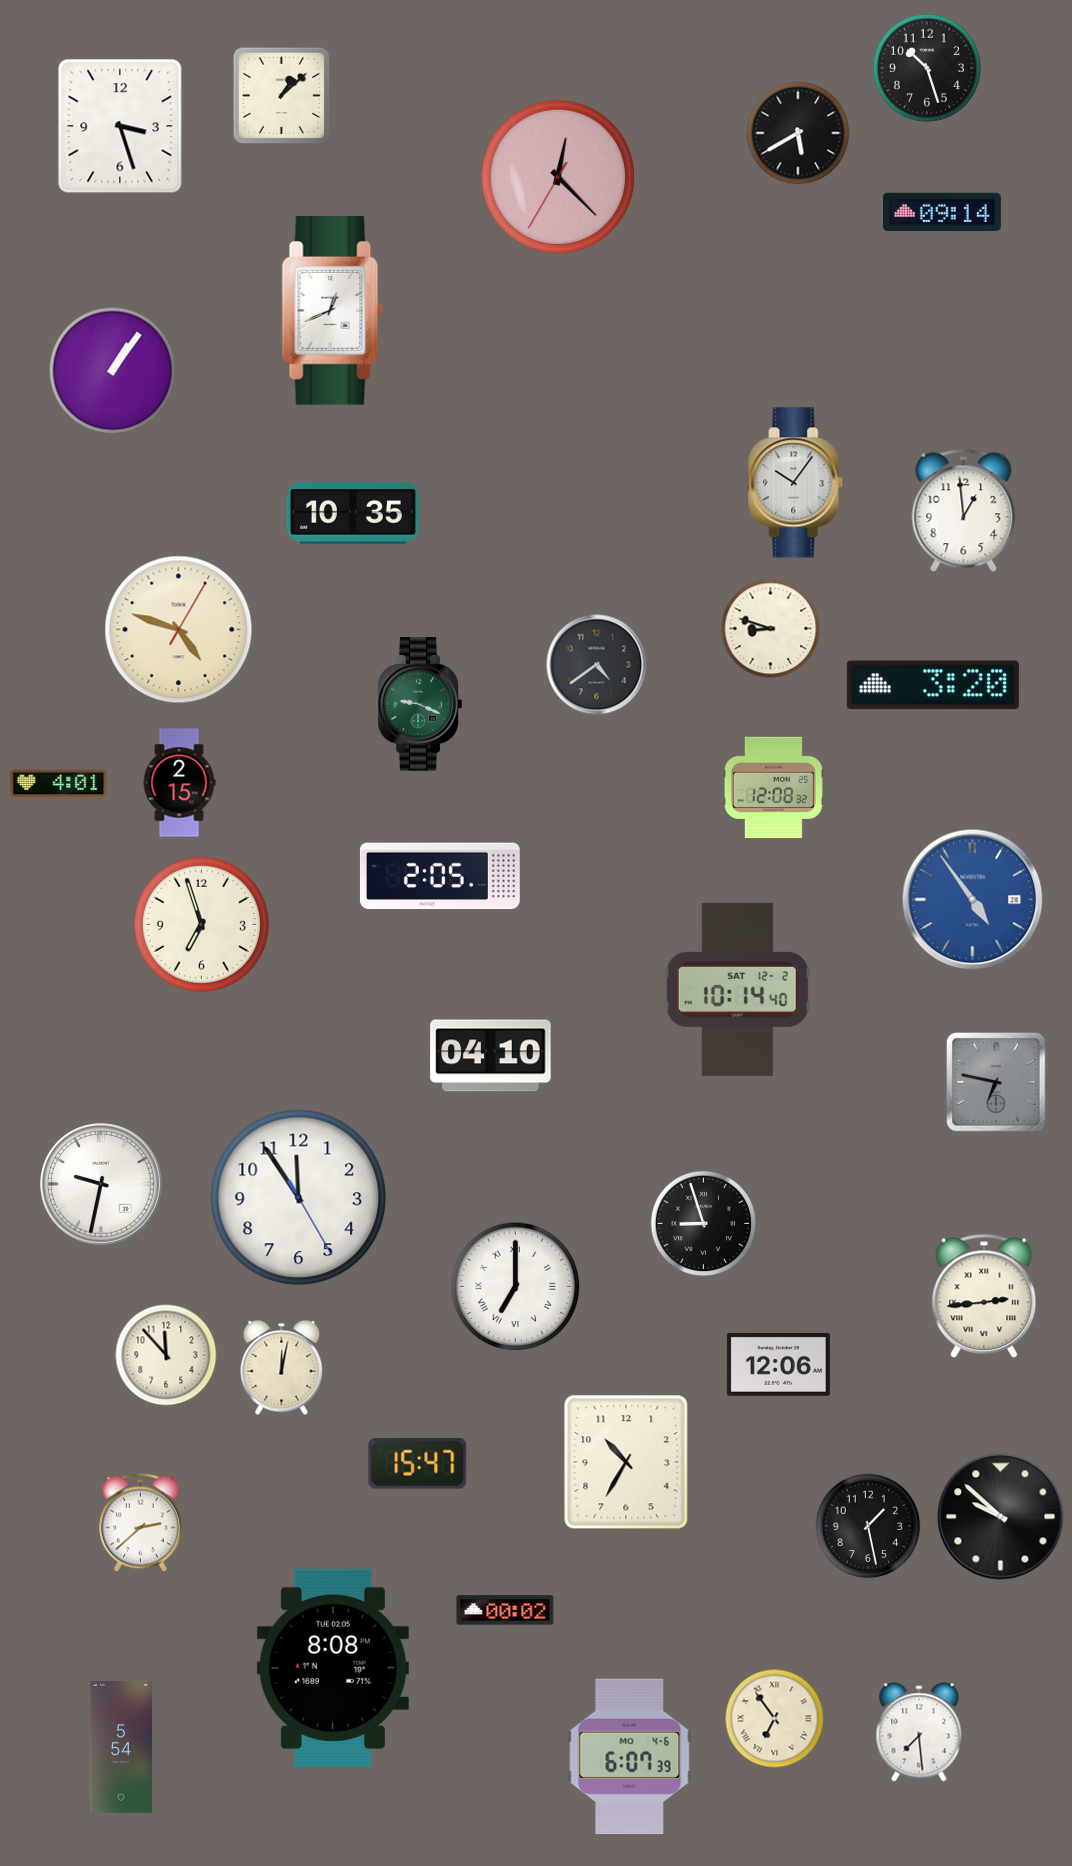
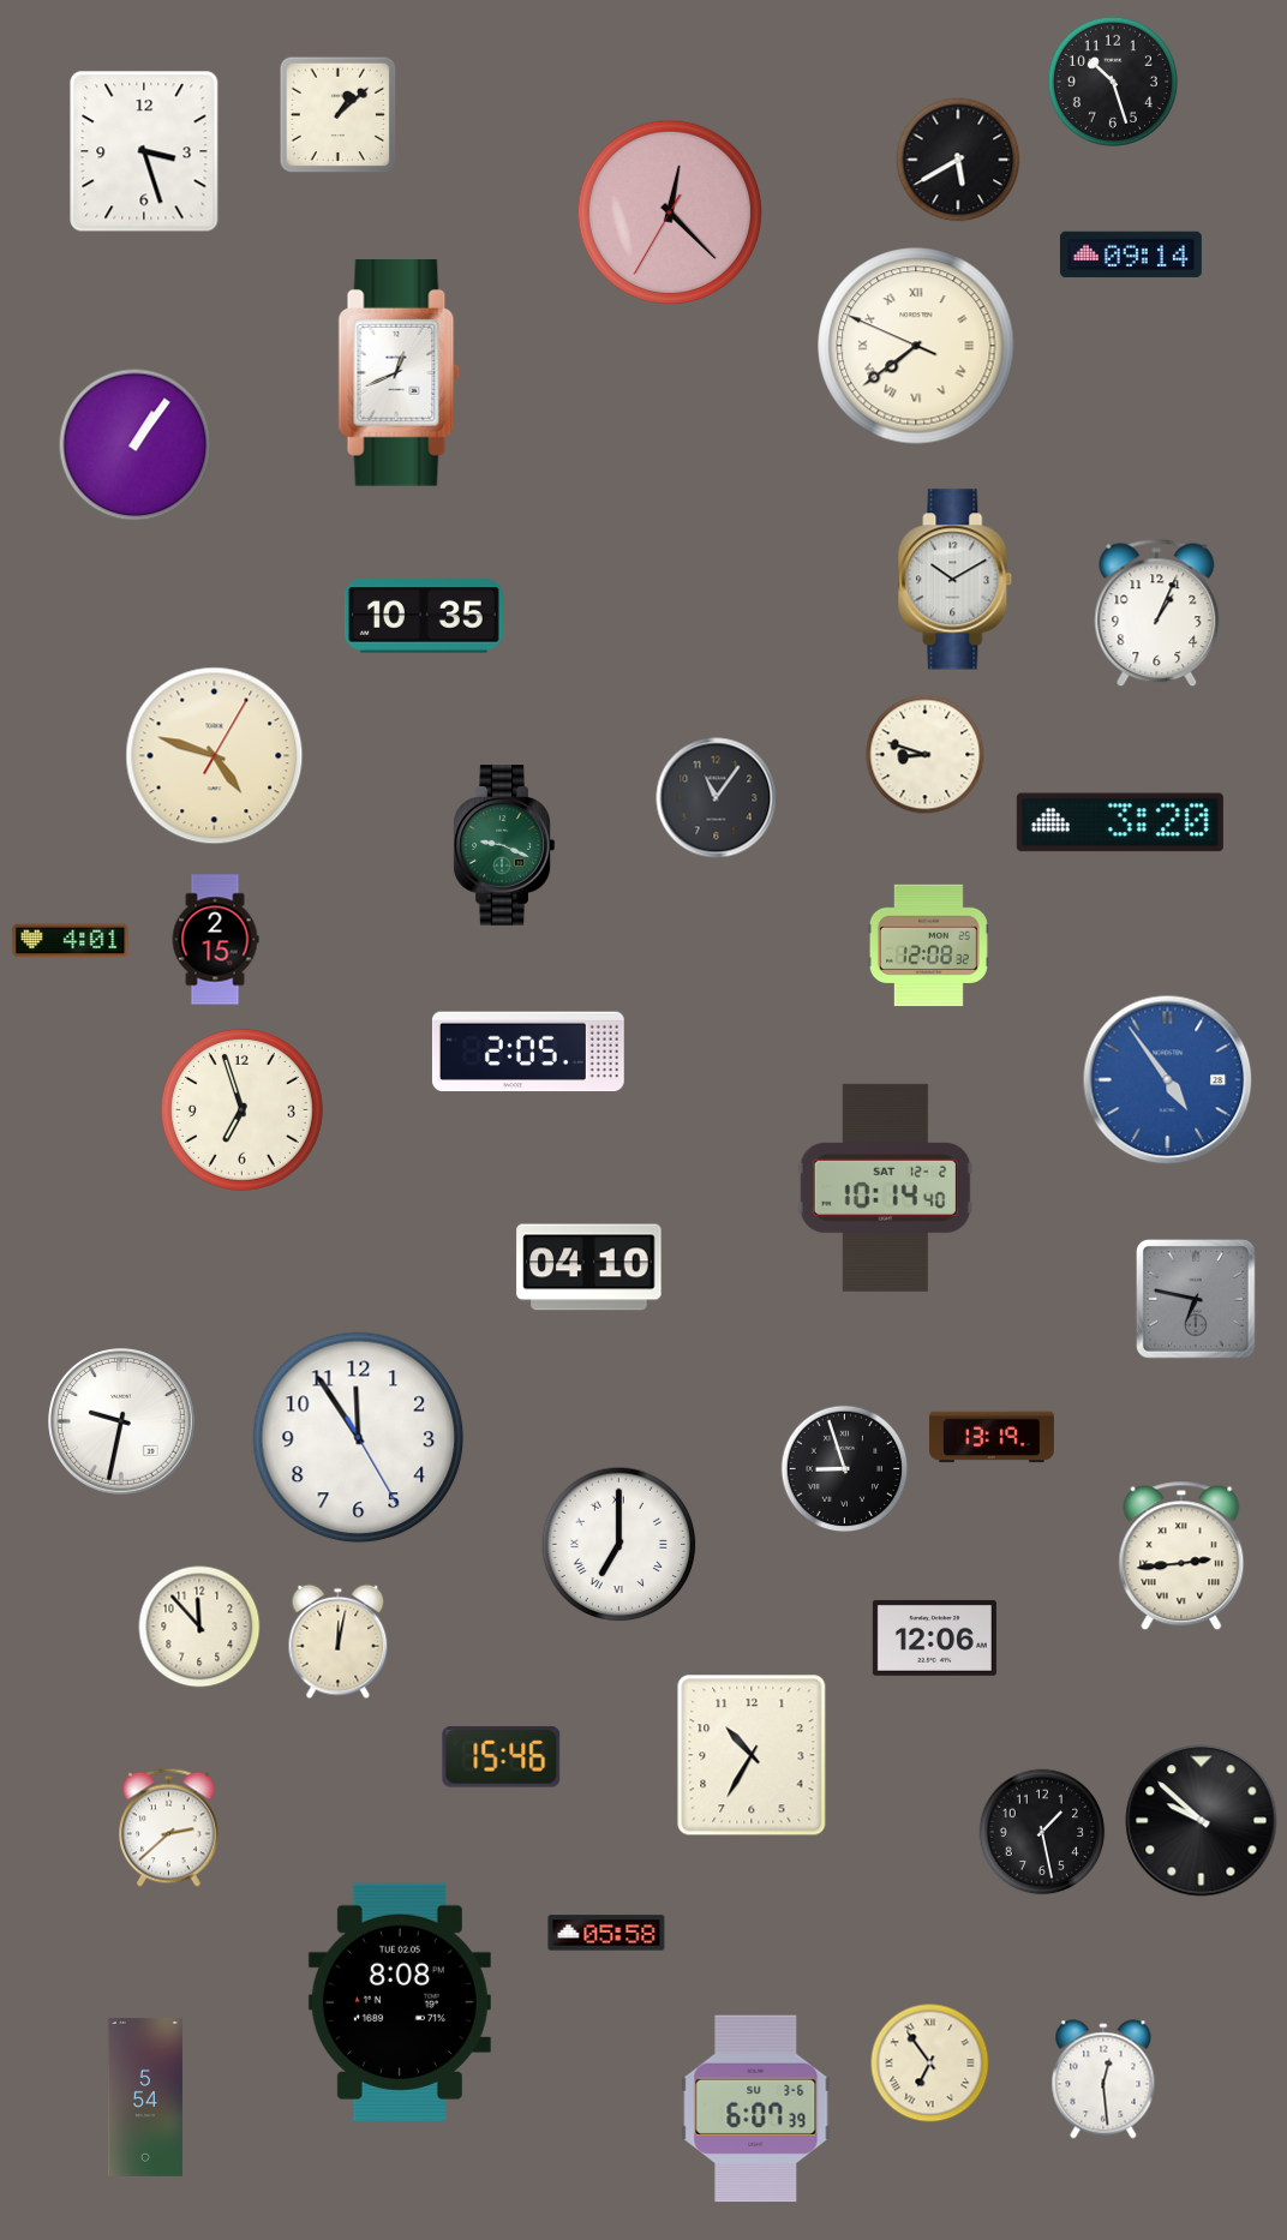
clock at (916, 346): none -> 7:38
clock at (796, 483): 10:06 -> 10:10
clock at (964, 511): 12:59 -> 1:04
clock at (597, 665): 4:39 -> 11:06
clock at (992, 1437): none -> 13:19
clock at (418, 1464): 15:47 -> 15:46
clock at (505, 1610): 00:02 -> 05:58
clock at (919, 1732): 7:29 -> 12:29
clock at (630, 1757) date: MO 4-6 -> SU 3-6
